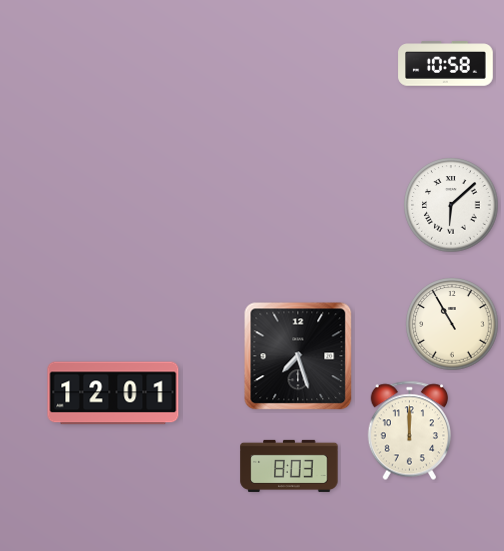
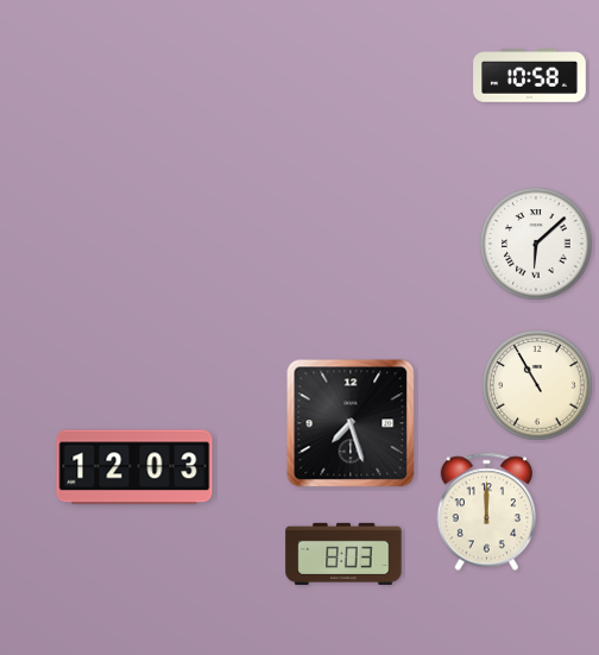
clock at (298, 356) position: (298, 356) -> (351, 423)
clock at (113, 393): 12:01 -> 12:03
